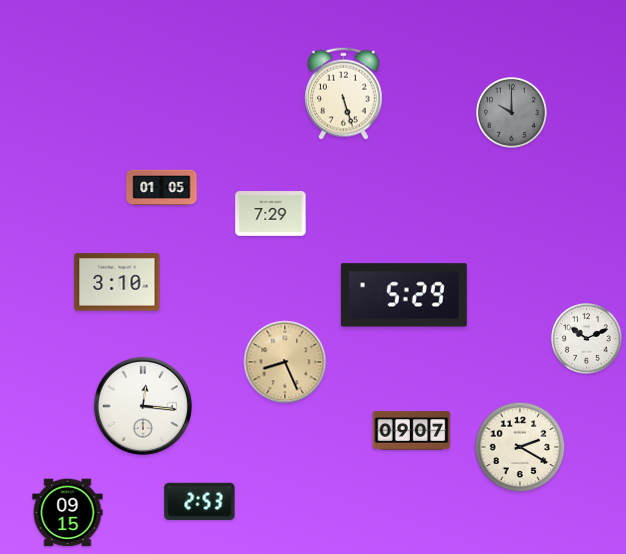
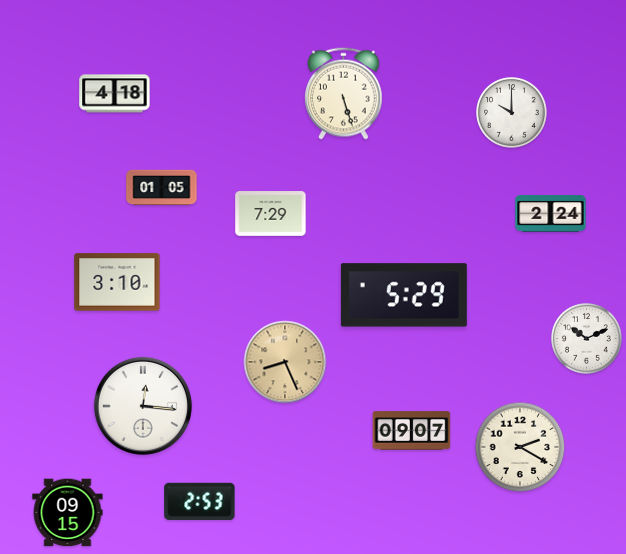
clock at (115, 94): none -> 4:18
clock at (512, 113) dial: grey -> white
clock at (551, 214): none -> 2:24
